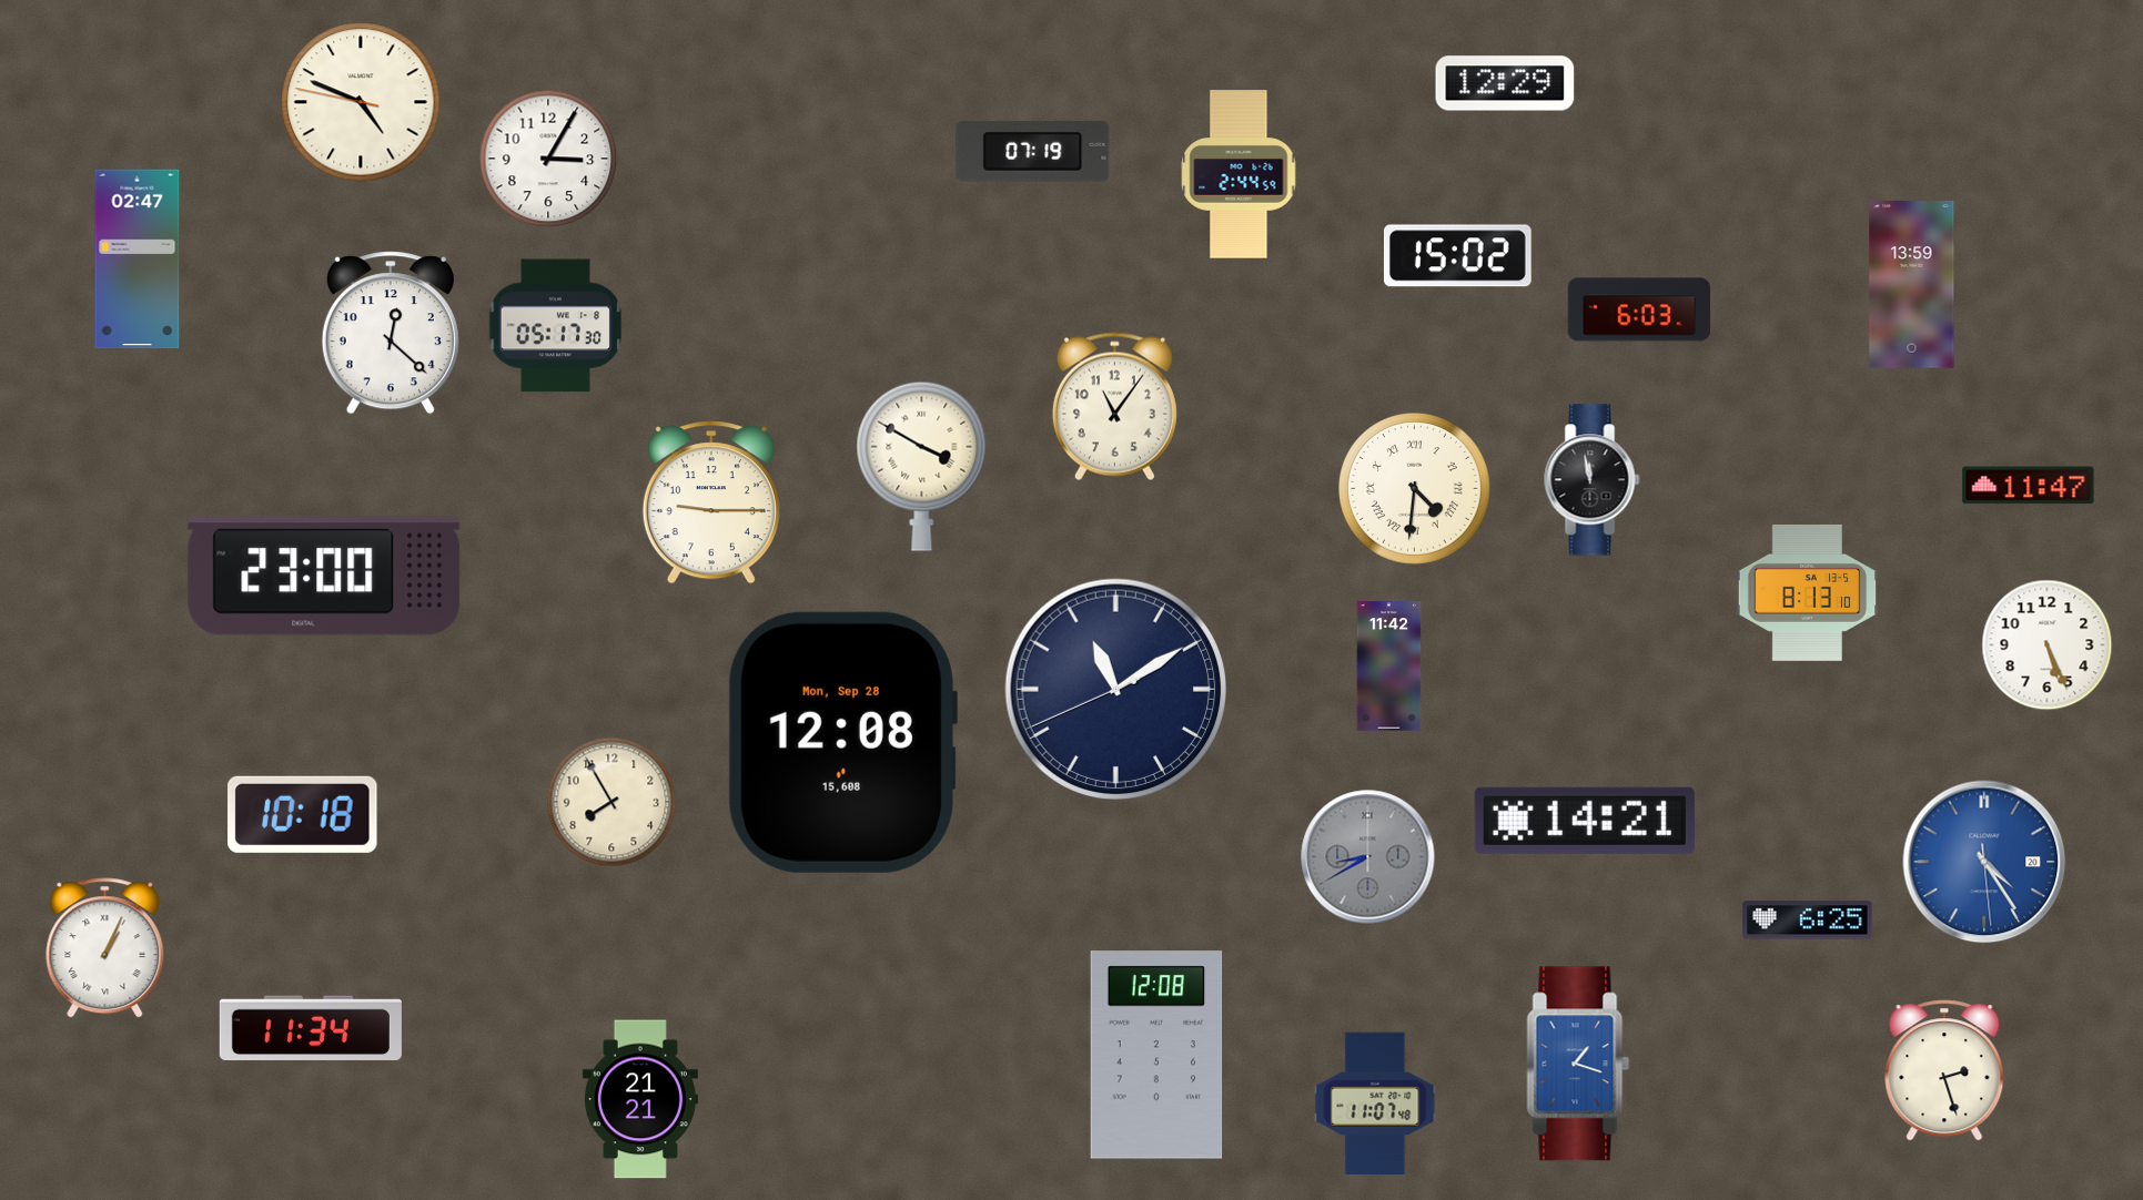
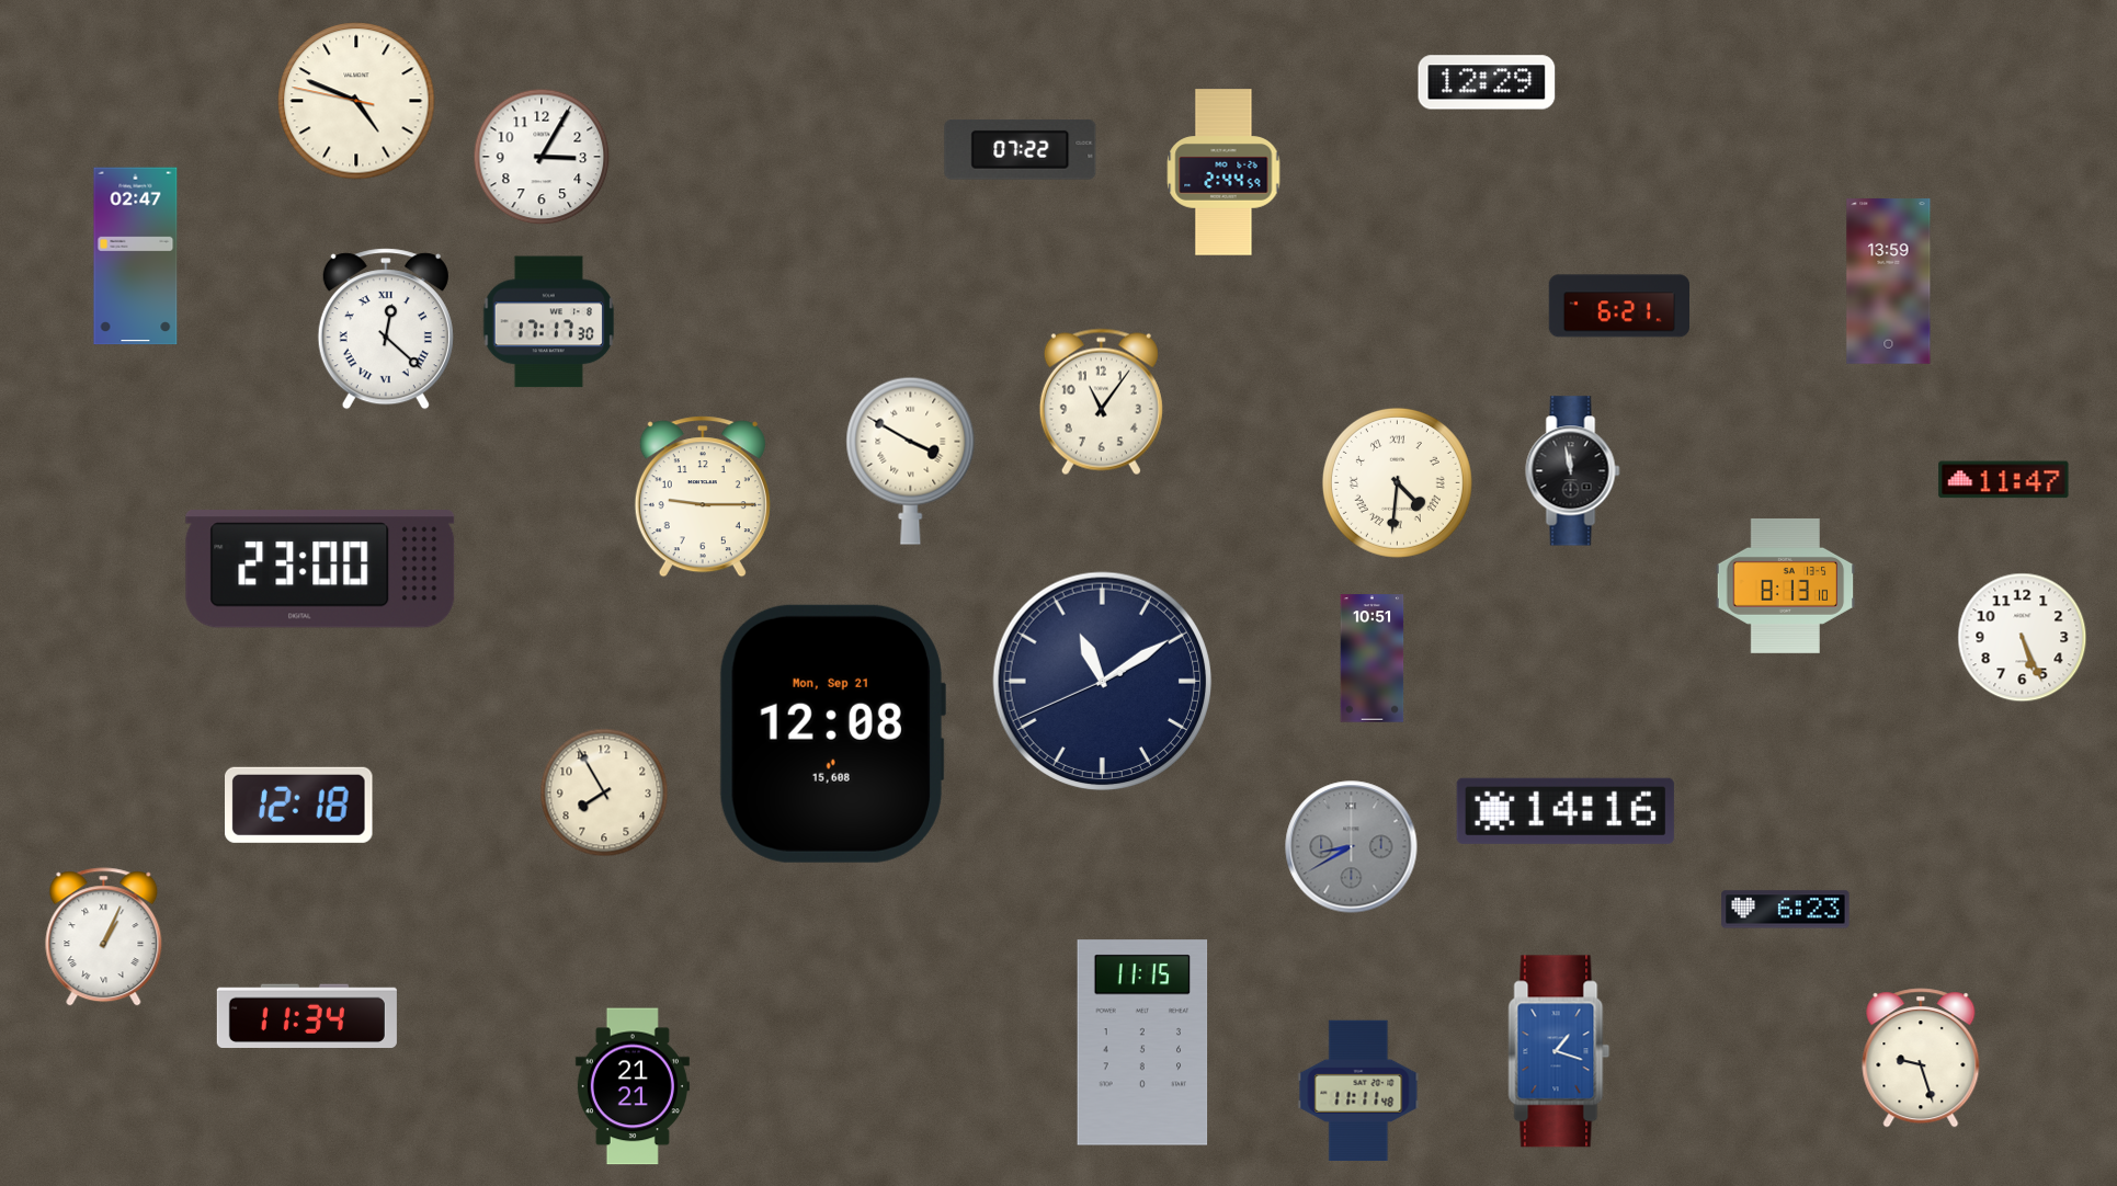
clock at (1033, 152): 07:19 -> 07:22
clock at (1457, 256): 15:02 -> none
clock at (1638, 309): 6:03 -> 6:21
clock at (555, 326): 05:17 -> 17:17
clock at (391, 333) numerals: Arabic -> Roman
clock at (1593, 480) position: (1593, 480) -> (1573, 471)
clock at (1389, 667): 11:42 -> 10:51
clock at (842, 742) date: Mon, Sep 28 -> Mon, Sep 21
clock at (303, 814): 10:18 -> 12:18
clock at (1585, 821): 14:21 -> 14:16
clock at (1984, 862): 4:24 -> none
clock at (1808, 921): 6:25 -> 6:23
clock at (1156, 1055): 12:08 -> 11:15
clock at (1944, 1070): 2:27 -> 9:27
clock at (1375, 1102): 11:07 -> 11:11
